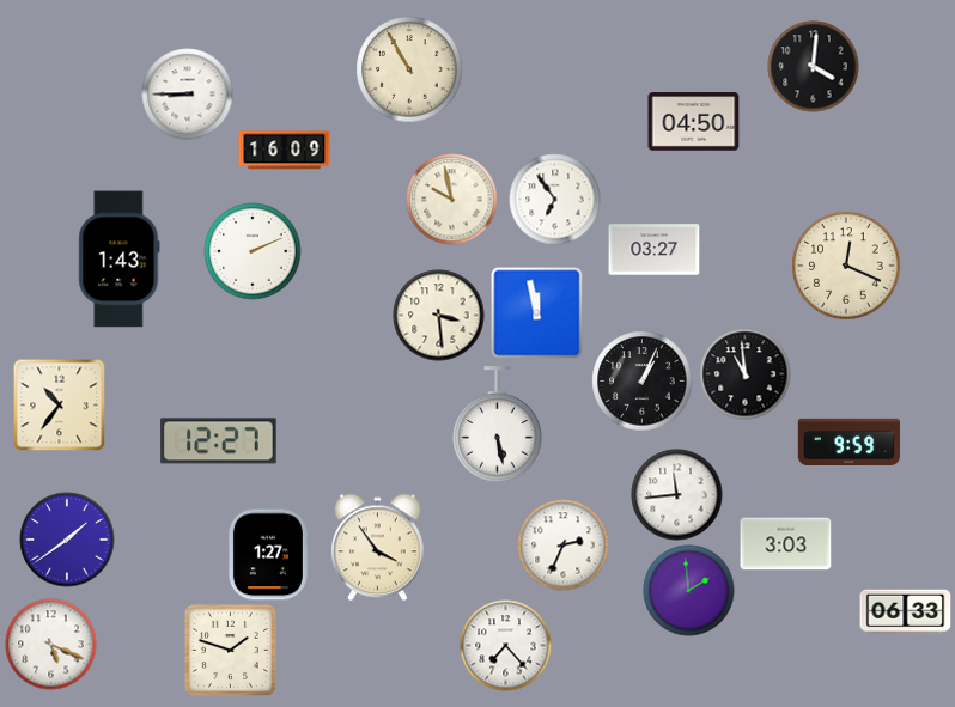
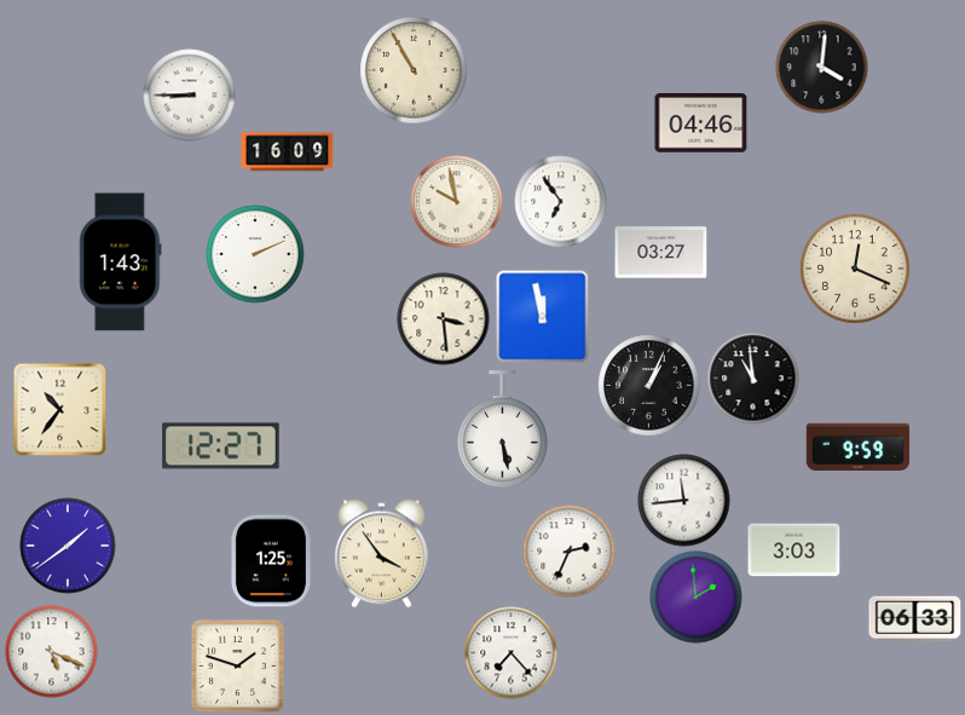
clock at (694, 122): 04:50 -> 04:46
clock at (268, 555): 1:27 -> 1:25
clock at (230, 650) position: (230, 650) -> (237, 665)
